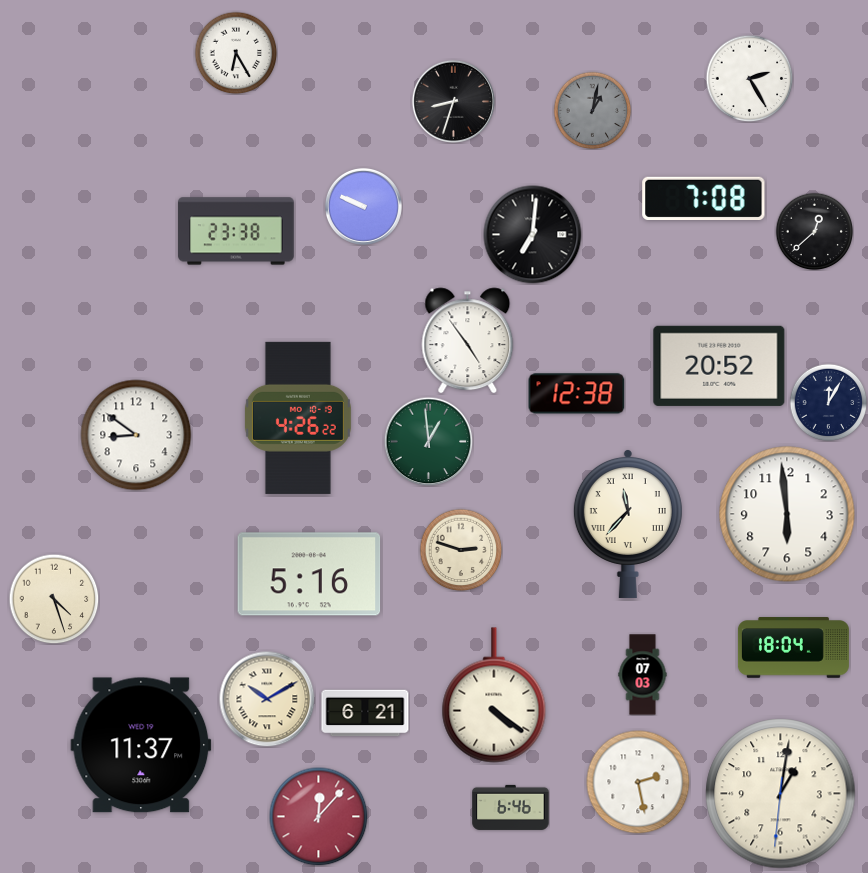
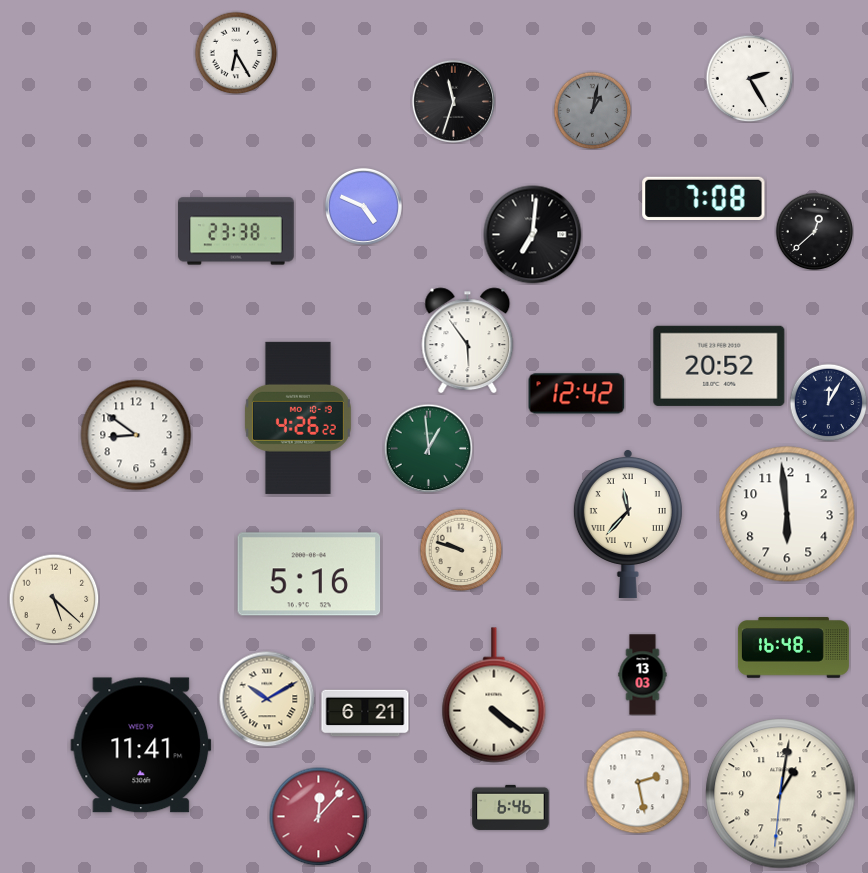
clock at (453, 101): 8:33 -> 11:33
clock at (363, 206): 9:49 -> 4:49
clock at (468, 341): 4:54 -> 5:54
clock at (577, 394): 12:38 -> 12:42
clock at (428, 441) position: (428, 441) -> (428, 448)
clock at (461, 550): 2:48 -> 9:48
clock at (54, 599): 4:27 -> 5:22
clock at (793, 648): 18:04 -> 16:48
clock at (643, 675): 07:03 -> 13:03
clock at (141, 745): 11:37 -> 11:41
